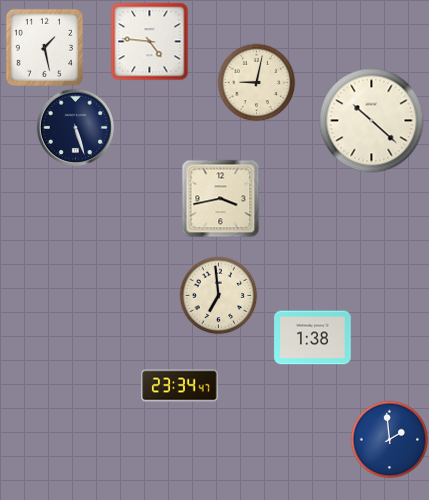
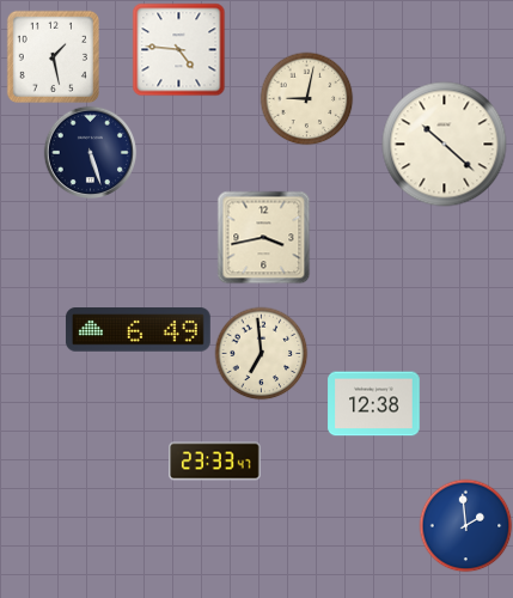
clock at (138, 330): none -> 6:49
clock at (313, 338): 1:38 -> 12:38
clock at (180, 386): 23:34 -> 23:33
